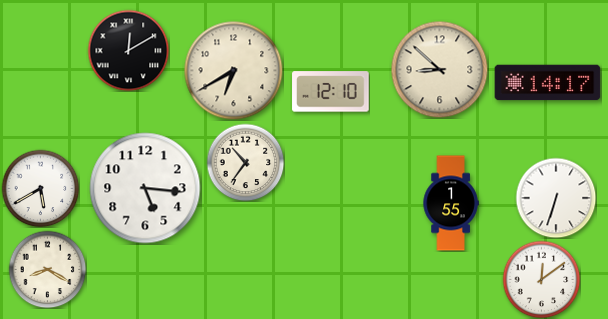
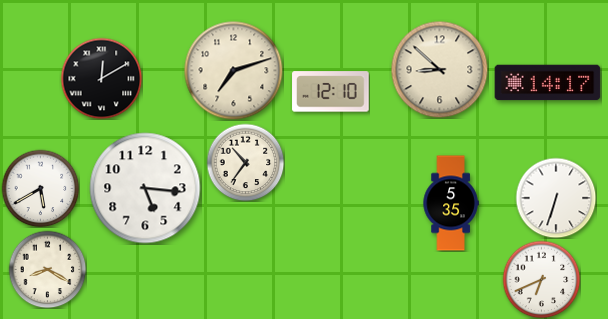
clock at (128, 50) position: (128, 50) -> (101, 78)
clock at (234, 71): 6:40 -> 7:12
clock at (451, 203): 1:55 -> 5:35
clock at (541, 279): 12:09 -> 6:41
